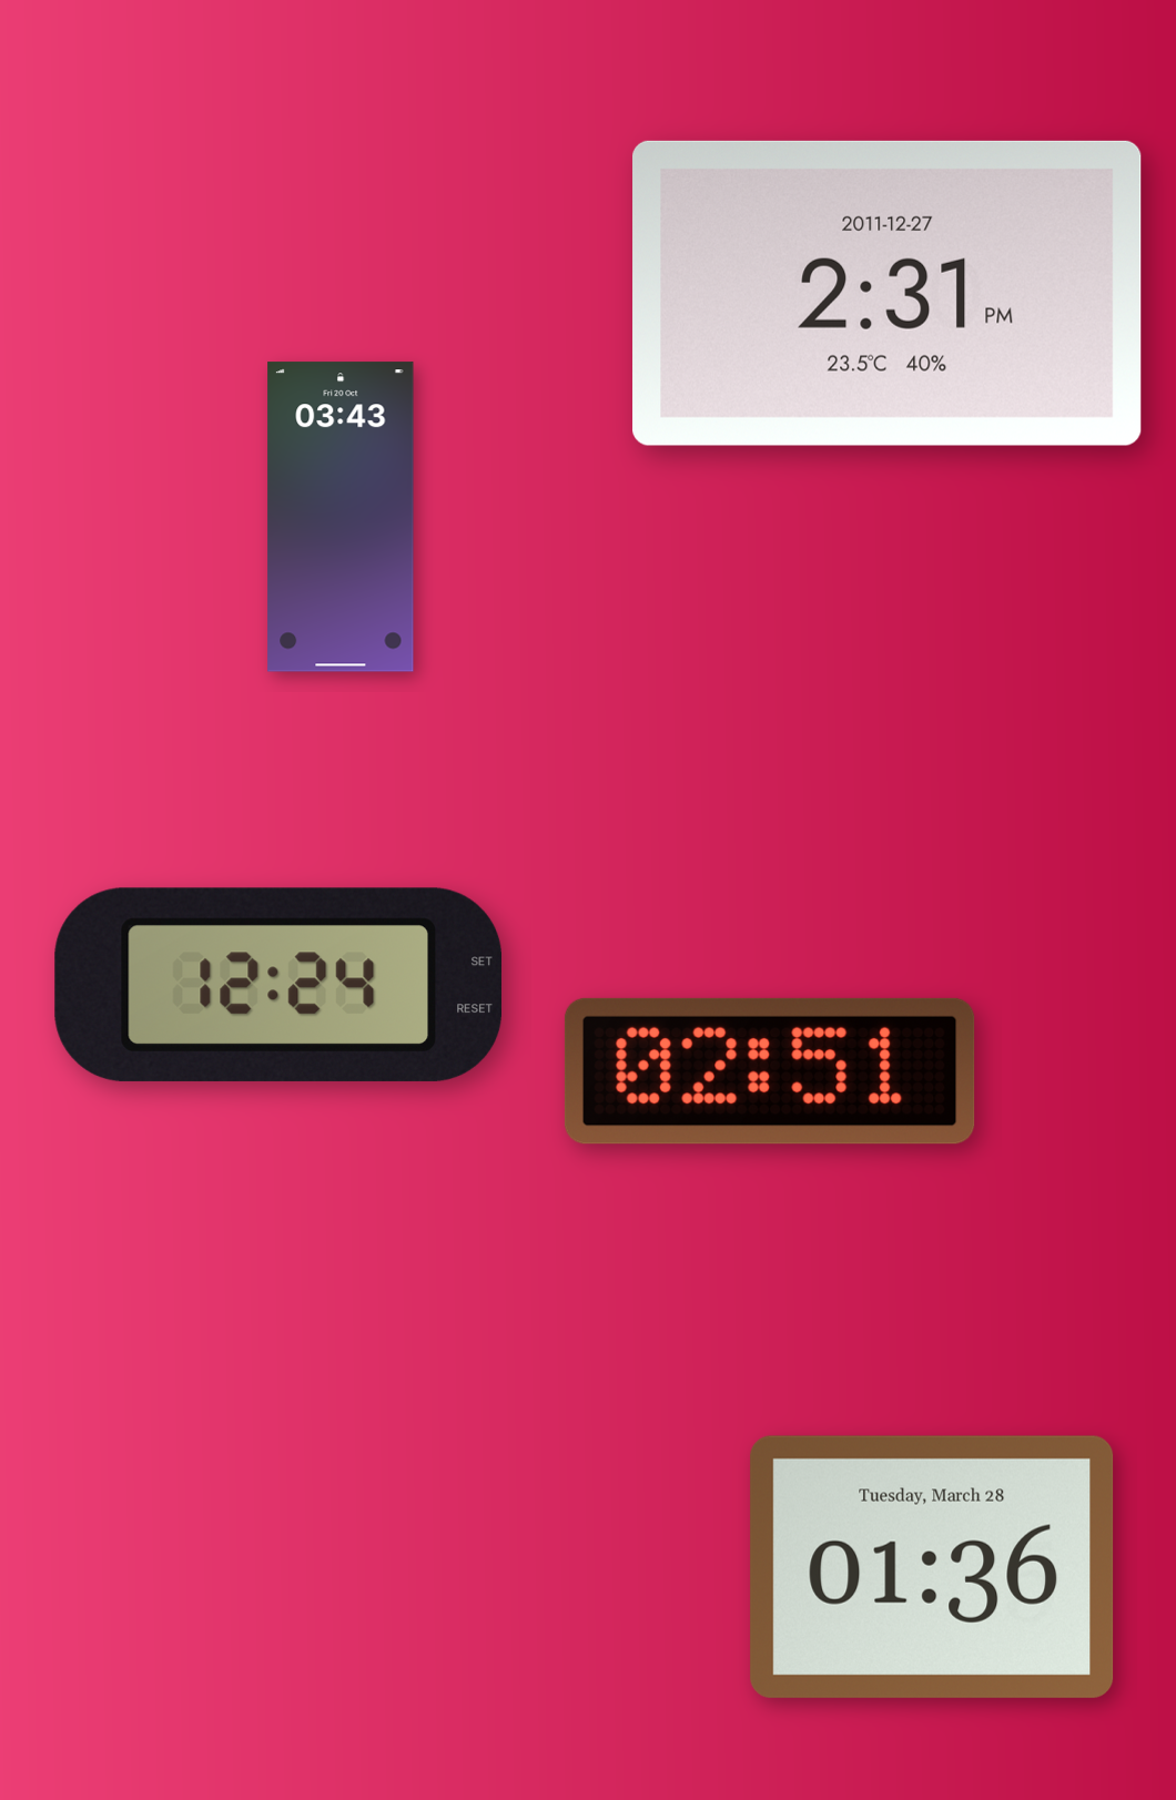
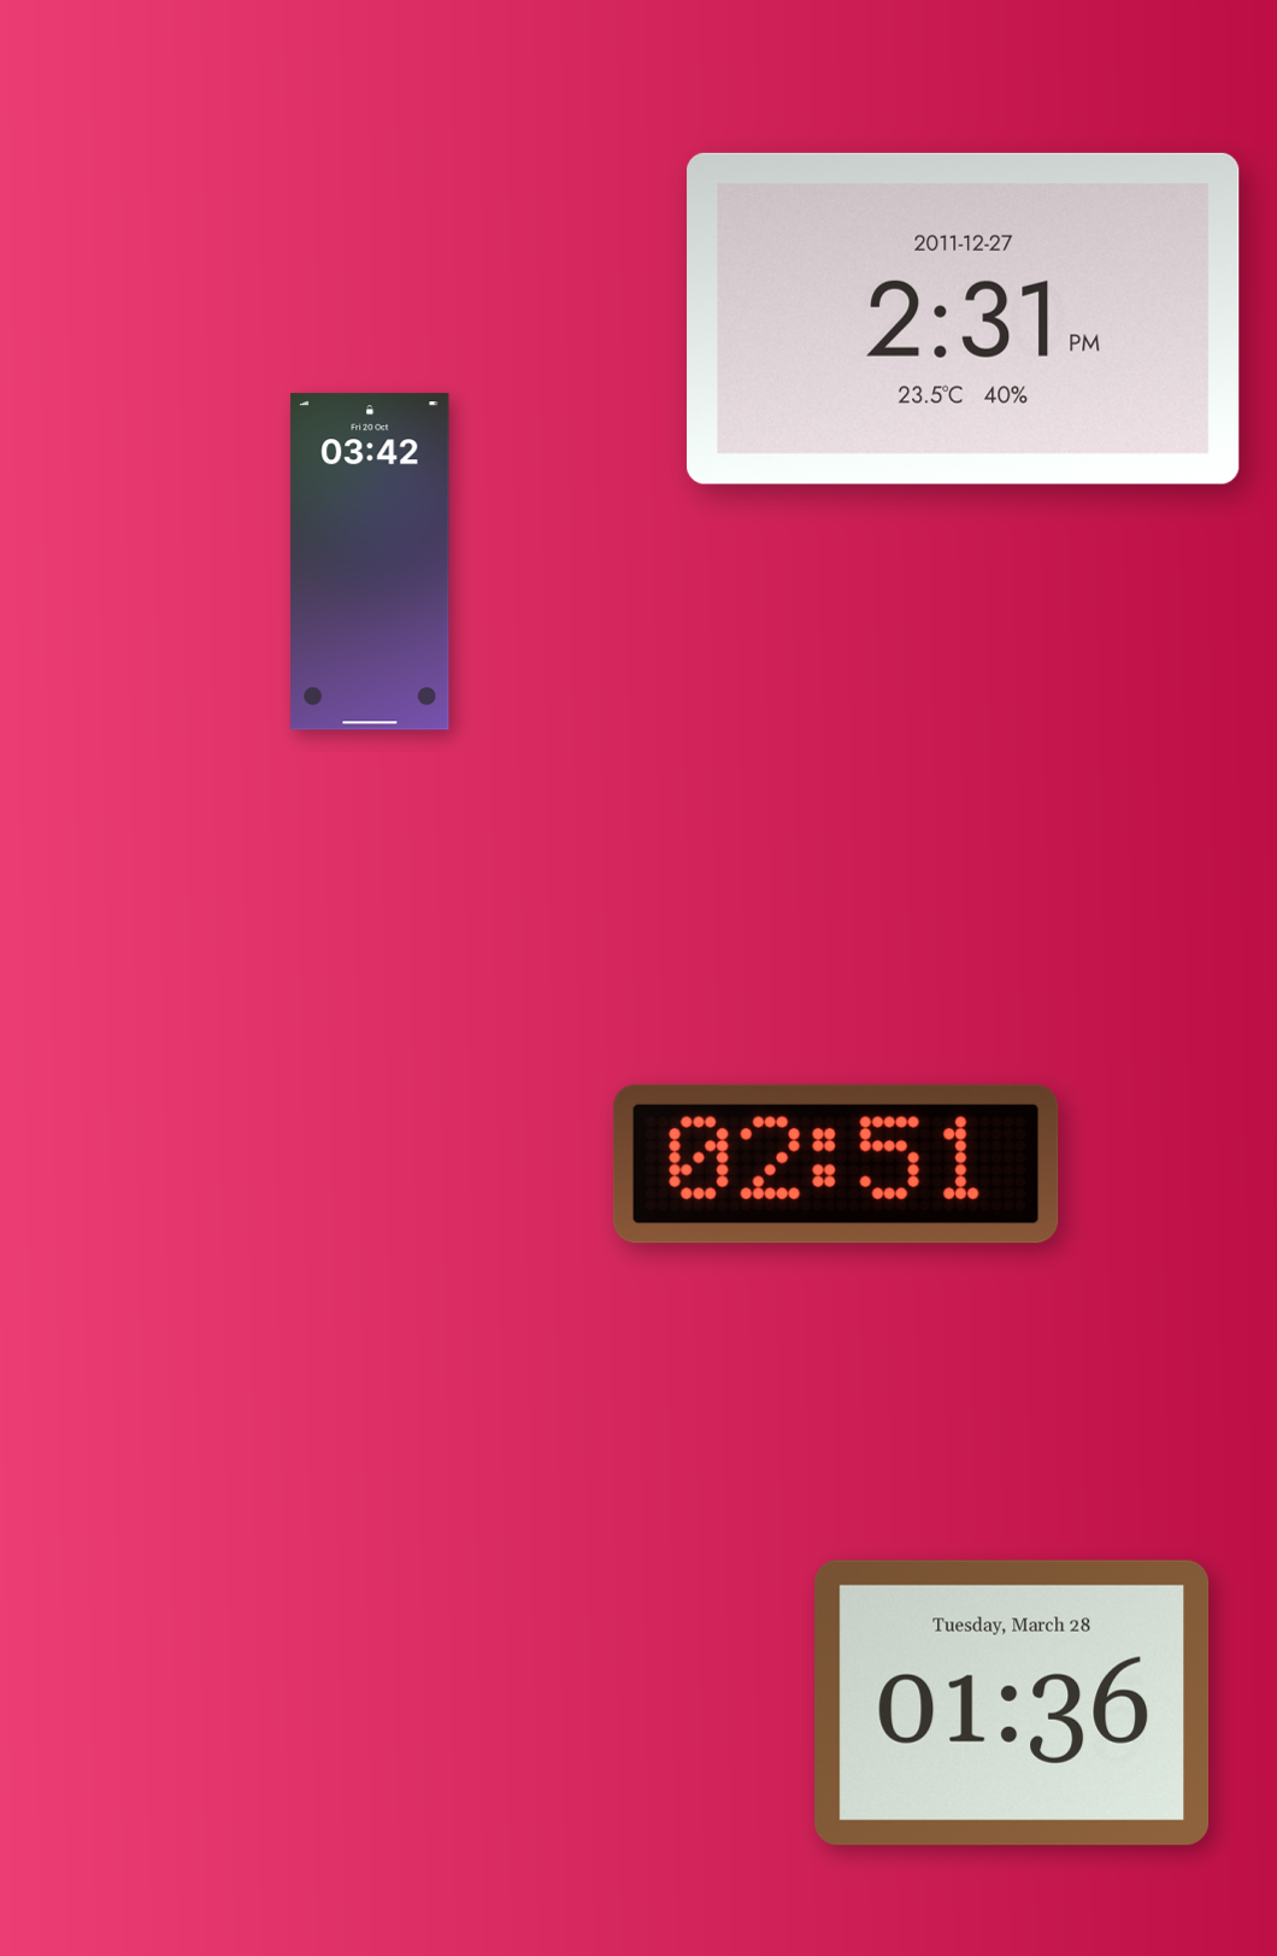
clock at (341, 517): 03:43 -> 03:42
clock at (277, 985): 12:24 -> none
